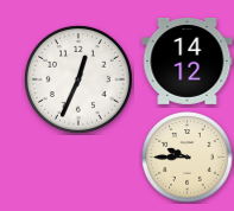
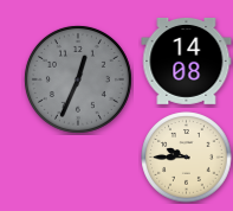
clock at (188, 60): 14:12 -> 14:08
clock at (78, 79) dial: white -> grey
